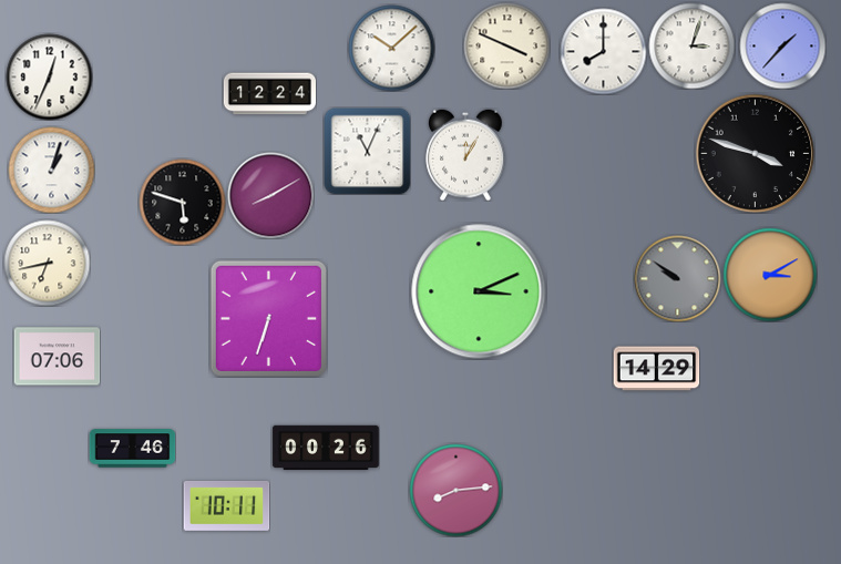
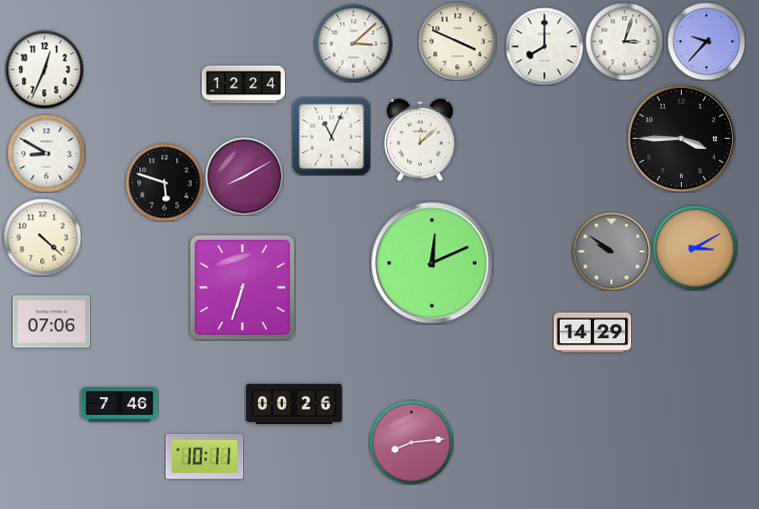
clock at (782, 45): 1:37 -> 9:37
clock at (391, 48): 10:08 -> 3:08
clock at (755, 153): 3:48 -> 3:45
clock at (465, 155): 12:05 -> 12:08
clock at (51, 170): 1:03 -> 8:50
clock at (47, 263): 6:43 -> 4:22
clock at (479, 291): 3:11 -> 12:11
